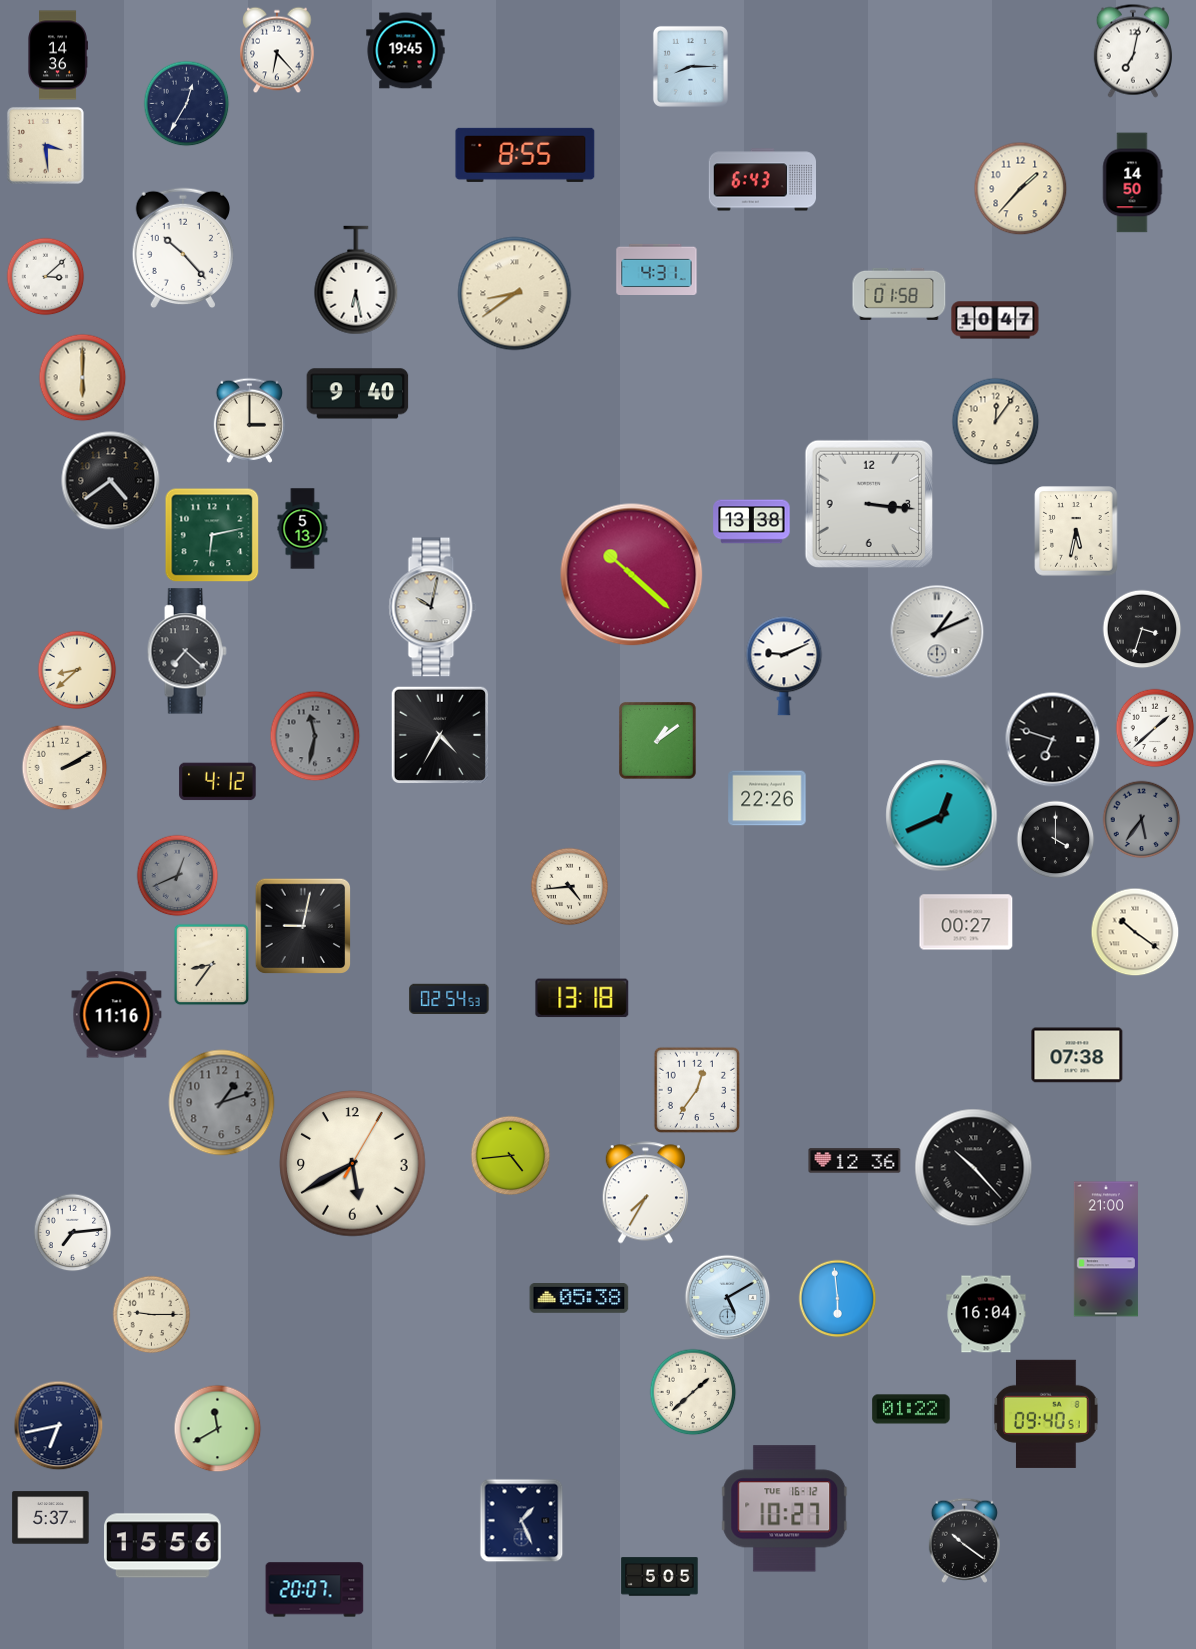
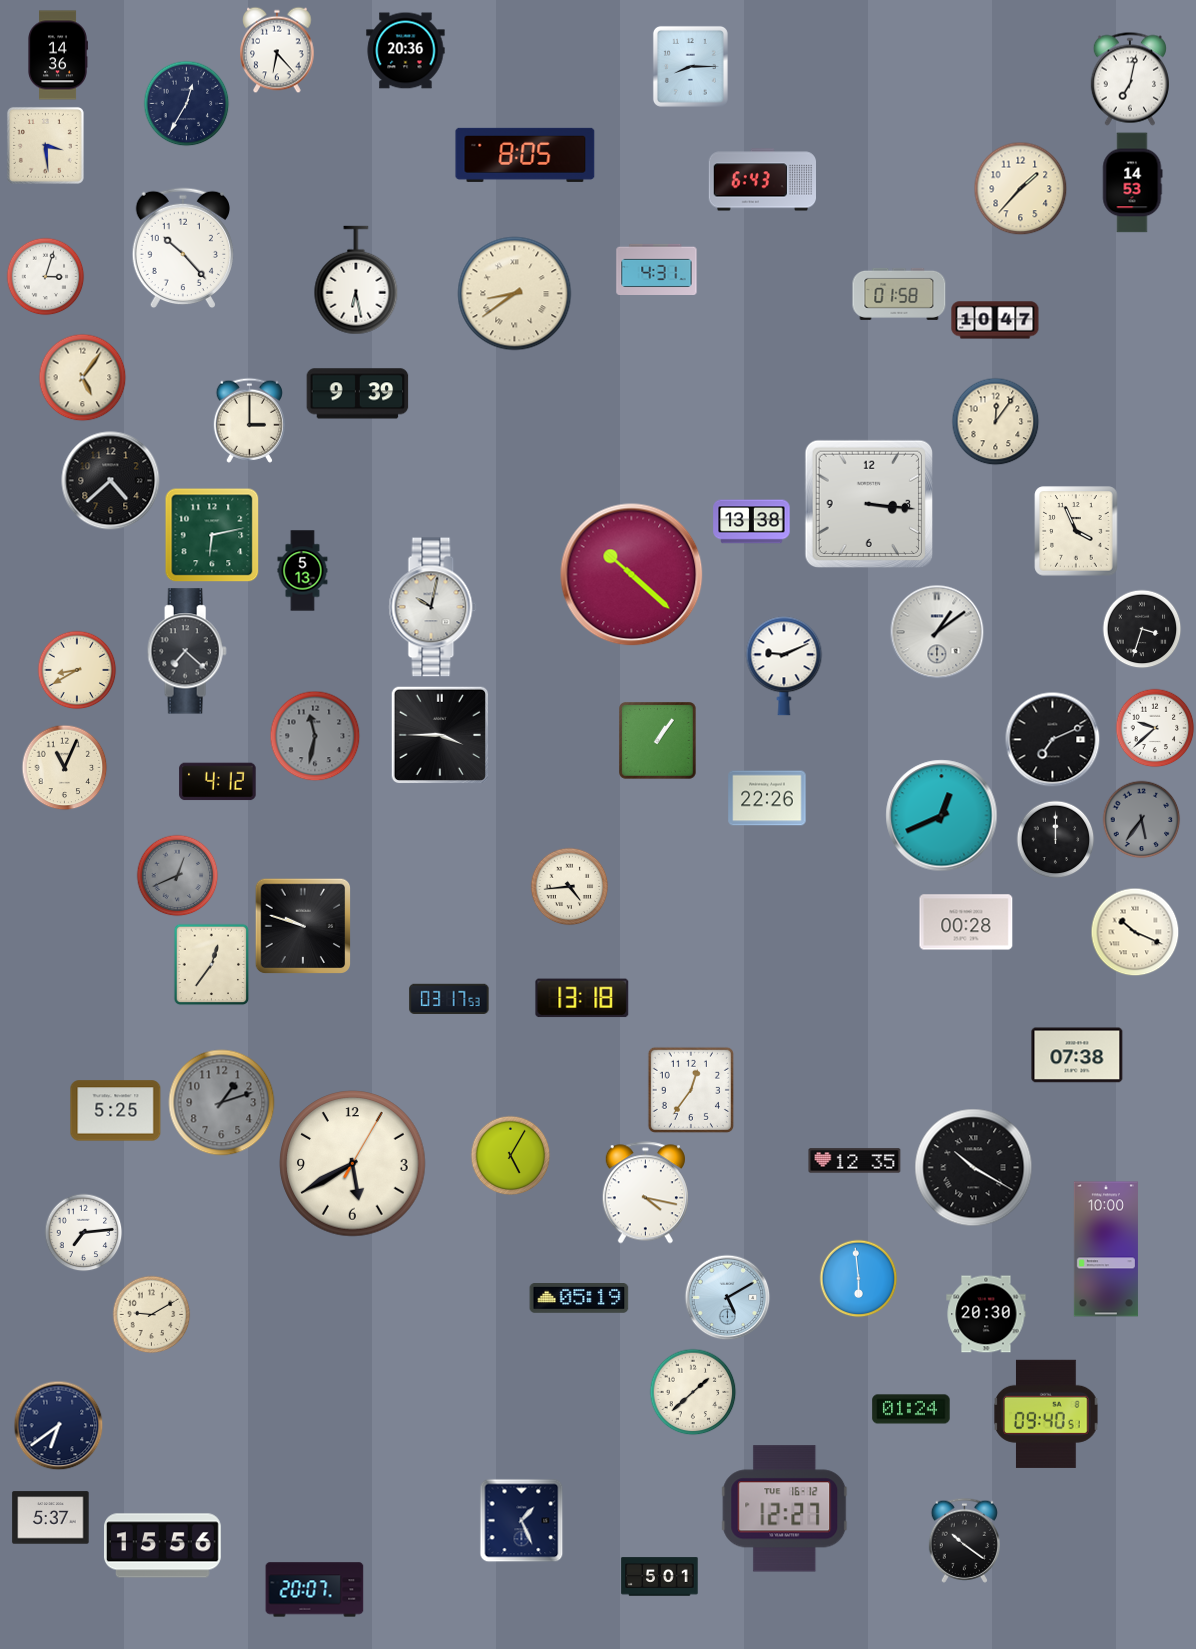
clock at (406, 51): 19:45 -> 20:36
clock at (1133, 51) position: (1133, 51) -> (1130, 79)
clock at (525, 155): 8:55 -> 8:05
clock at (1132, 183): 14:50 -> 14:53
clock at (45, 276): 3:08 -> 3:03
clock at (82, 377): 6:00 -> 5:06
clock at (358, 394): 9:40 -> 9:39
clock at (111, 481): 4:39 -> 4:38
clock at (303, 529) position: (303, 529) -> (303, 571)
clock at (1076, 531): 5:32 -> 3:56
clock at (937, 632): 1:11 -> 1:09
clock at (77, 670): 8:38 -> 8:40
clock at (1155, 728): 1:38 -> 9:38
clock at (439, 734): 4:35 -> 3:45
clock at (1052, 739): 6:48 -> 7:11
clock at (658, 741): 1:09 -> 1:06
clock at (64, 767): 2:10 -> 11:04
clock at (1055, 839): 4:00 -> 12:00
clock at (966, 922): 00:27 -> 00:28
clock at (302, 925): 9:02 -> 9:48
clock at (1135, 932): 10:21 -> 10:19
clock at (212, 964): 8:36 -> 12:36
clock at (449, 999): 02:54 -> 03:17
clock at (117, 1015): 11:16 -> none
clock at (697, 1090) position: (697, 1090) -> (691, 1090)
clock at (116, 1111): none -> 5:25
clock at (510, 1155): 4:44 -> 5:05
clock at (855, 1161): 12:36 -> 12:35
clock at (974, 1168): 10:23 -> 10:20
clock at (645, 1193): 7:35 -> 4:17
clock at (72, 1232) position: (72, 1232) -> (83, 1232)
clock at (1106, 1249): 21:00 -> 10:00
clock at (837, 1298) position: (837, 1298) -> (858, 1278)
clock at (579, 1299): 05:38 -> 05:19
clock at (151, 1314): 9:15 -> 9:10
clock at (986, 1314): 16:04 -> 20:30
clock at (911, 1409): 01:22 -> 01:24
clock at (58, 1425): 6:43 -> 6:39
clock at (217, 1428): 11:40 -> none
clock at (785, 1509): 10:27 -> 12:27
clock at (660, 1577): 5:05 -> 5:01
